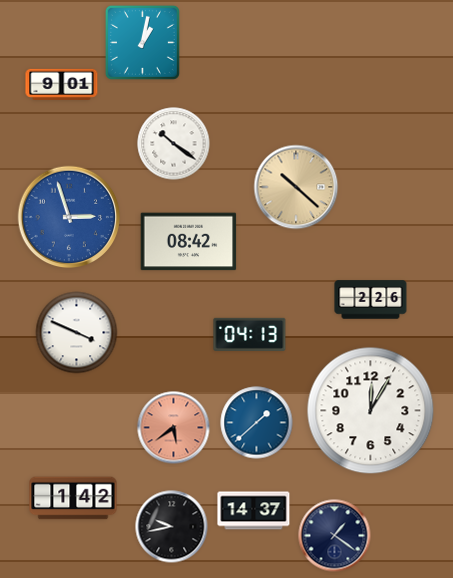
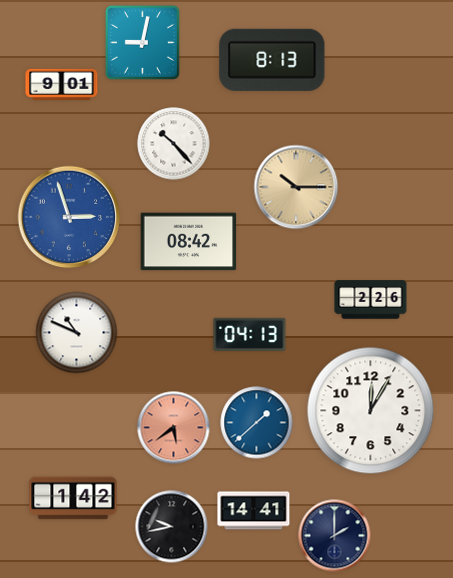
clock at (142, 42): 1:02 -> 9:02
clock at (272, 60): none -> 8:13
clock at (174, 144): 10:21 -> 10:23
clock at (296, 187): 10:22 -> 10:15
clock at (77, 333): 3:49 -> 10:49
clock at (254, 511): 14:37 -> 14:41
clock at (335, 536): 1:21 -> 2:00
